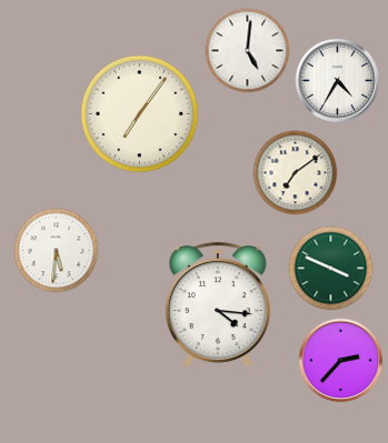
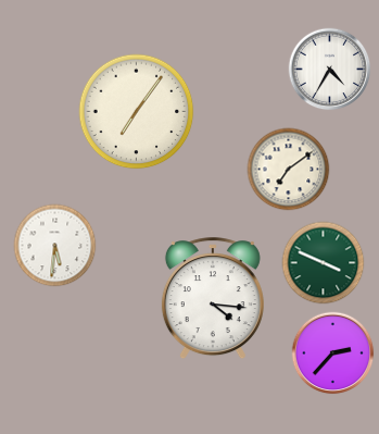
clock at (248, 51): 5:01 -> none
clock at (338, 81) position: (338, 81) -> (330, 70)
